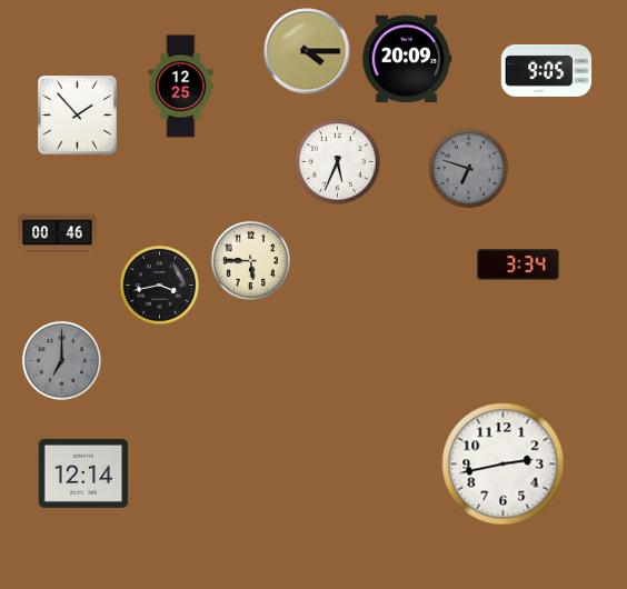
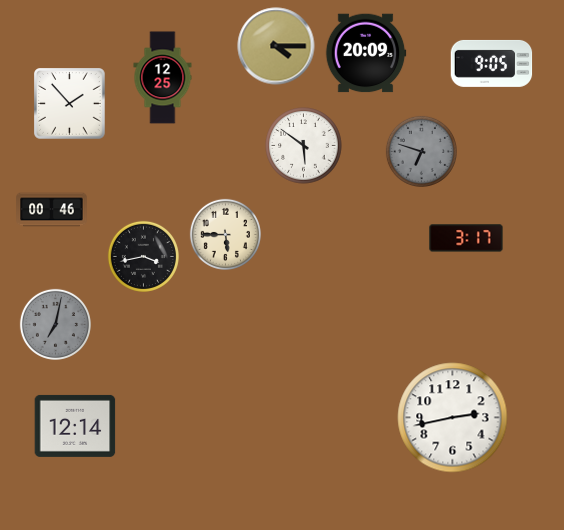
clock at (338, 162): 5:34 -> 5:51
clock at (518, 264): 3:34 -> 3:17
clock at (61, 360): 7:00 -> 7:02
